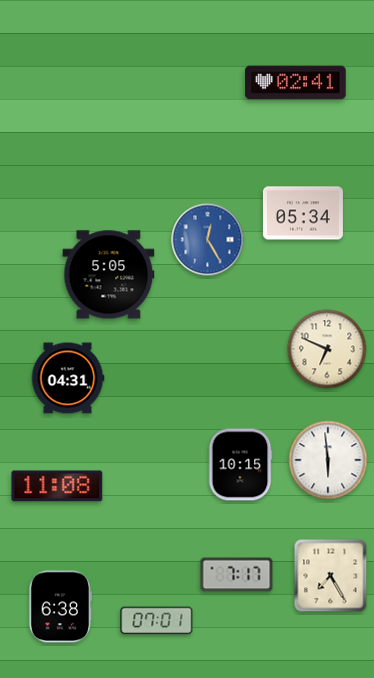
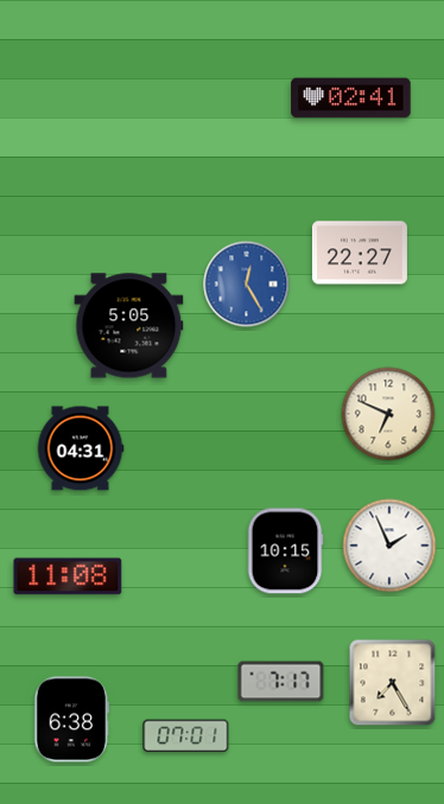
clock at (303, 213): 05:34 -> 22:27
clock at (328, 460): 5:59 -> 1:56
